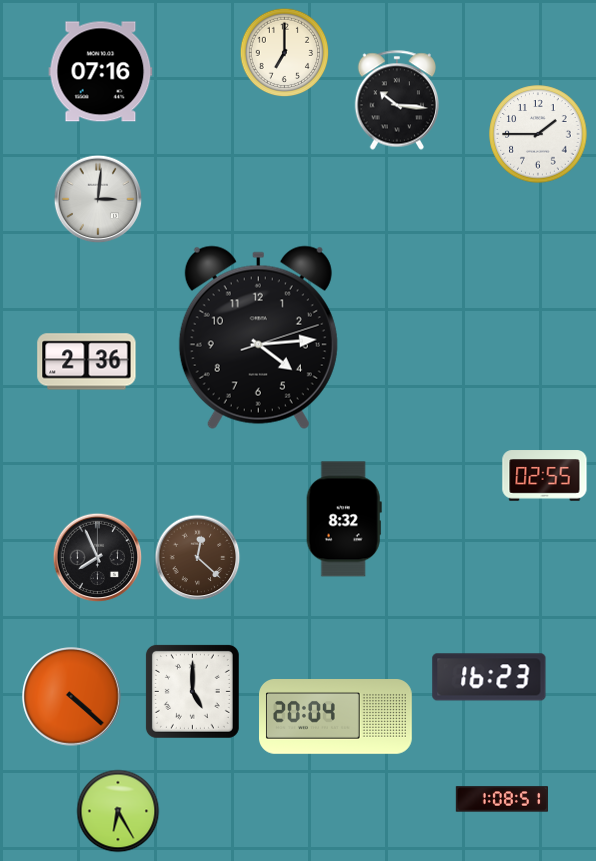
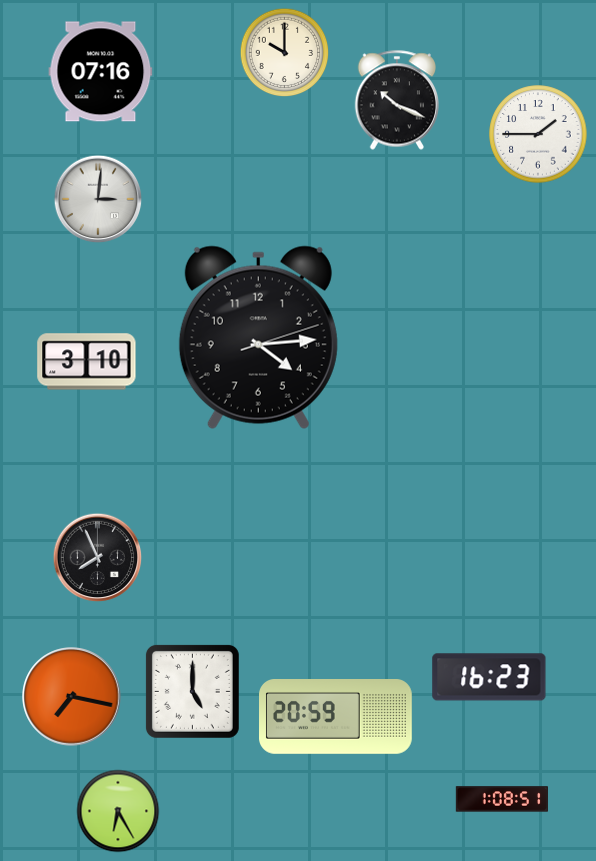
clock at (285, 53): 7:00 -> 10:00
clock at (396, 100): 10:16 -> 10:19
clock at (87, 362): 2:36 -> 3:10
clock at (545, 476): 02:55 -> none
clock at (344, 519): 8:32 -> none
clock at (198, 558): 12:22 -> none
clock at (72, 697): 4:22 -> 7:17
clock at (336, 717): 20:04 -> 20:59
